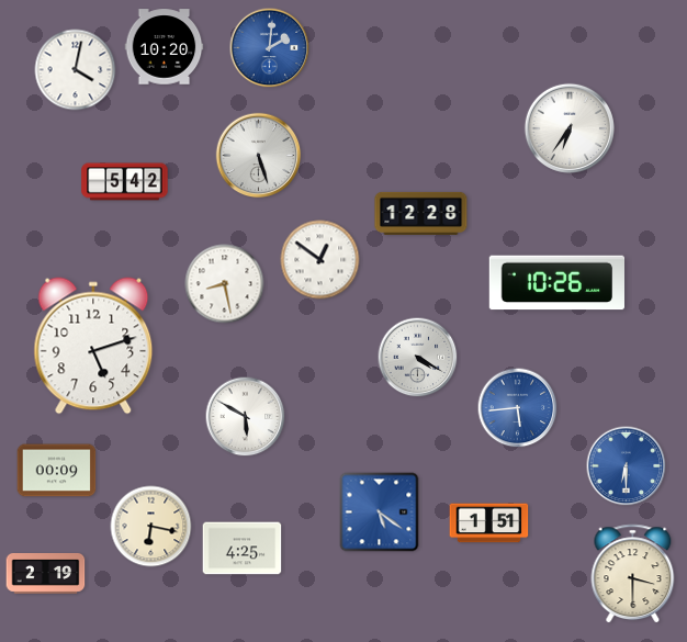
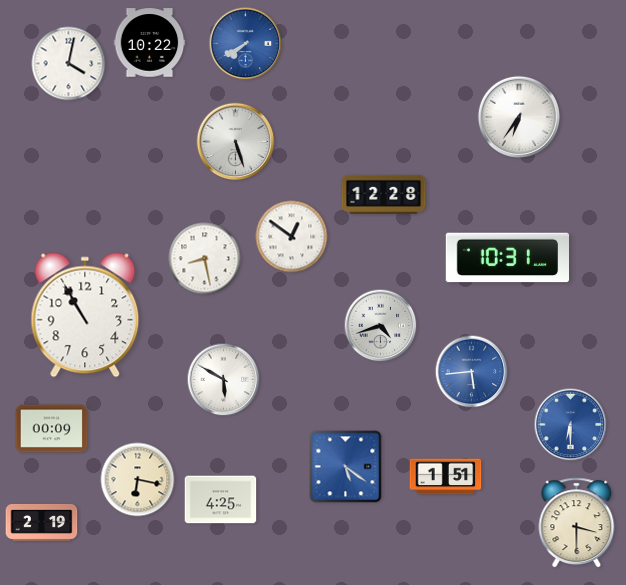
clock at (165, 47): 10:20 -> 10:22
clock at (270, 48): 2:01 -> 7:40
clock at (125, 182): 5:42 -> none
clock at (556, 283): 10:26 -> 10:31
clock at (93, 346): 5:12 -> 10:55
clock at (418, 358): 4:20 -> 4:42
